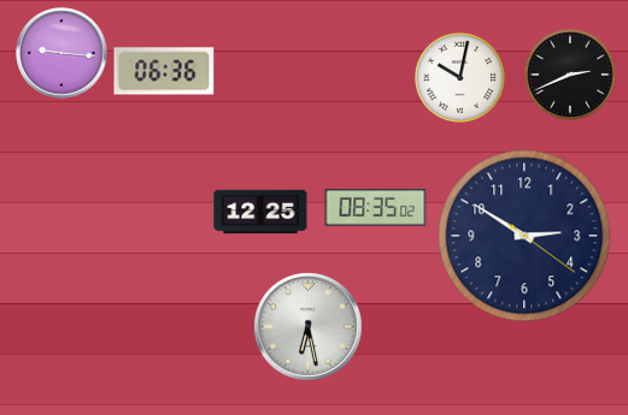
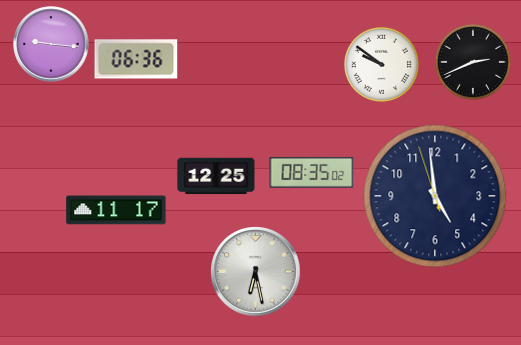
clock at (459, 77): 10:02 -> 9:51
clock at (524, 236): 2:50 -> 4:58
clock at (116, 210): none -> 11:17
